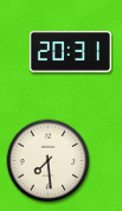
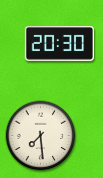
clock at (70, 52): 20:31 -> 20:30
